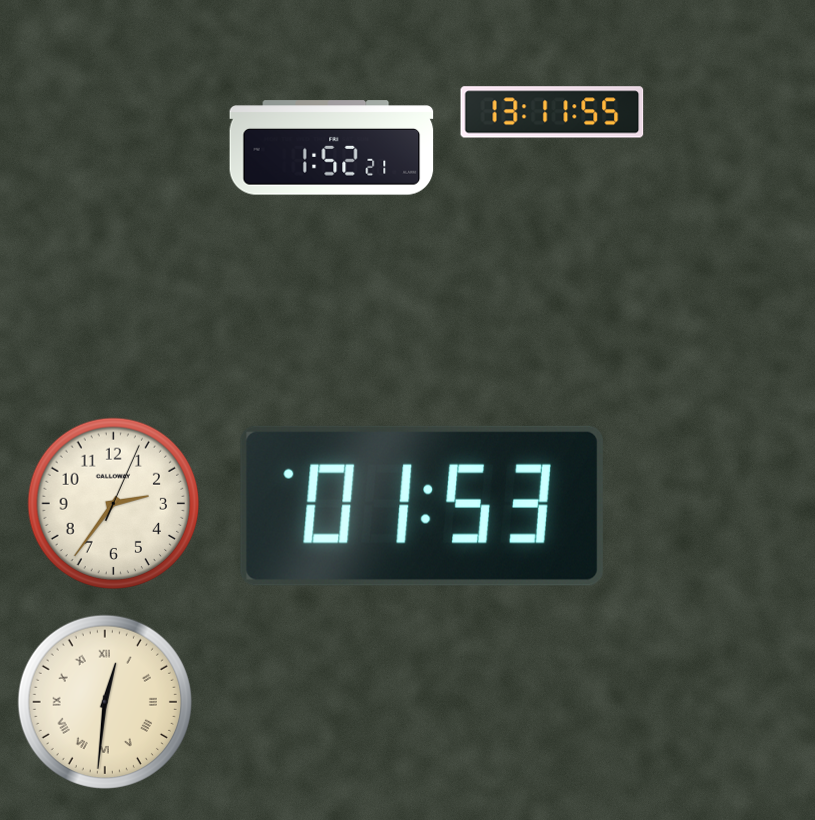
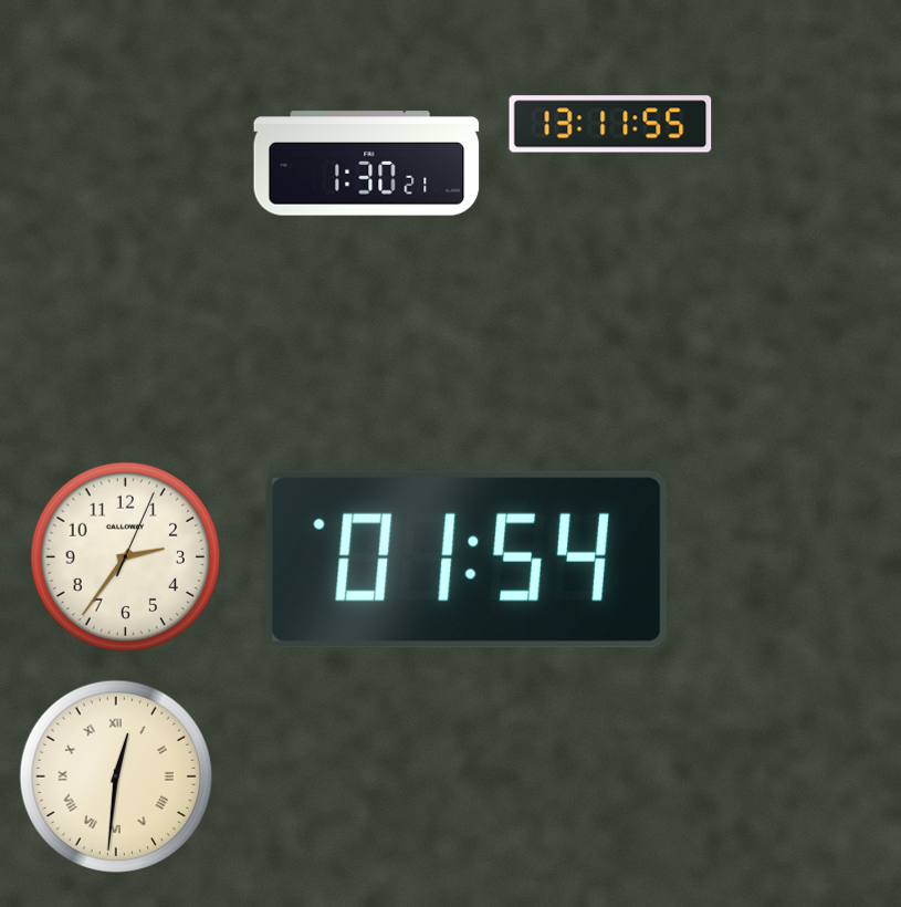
clock at (332, 148): 1:52 -> 1:30
clock at (422, 506): 01:53 -> 01:54
